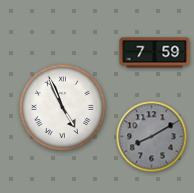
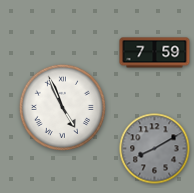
clock at (152, 137) position: (152, 137) -> (155, 149)
